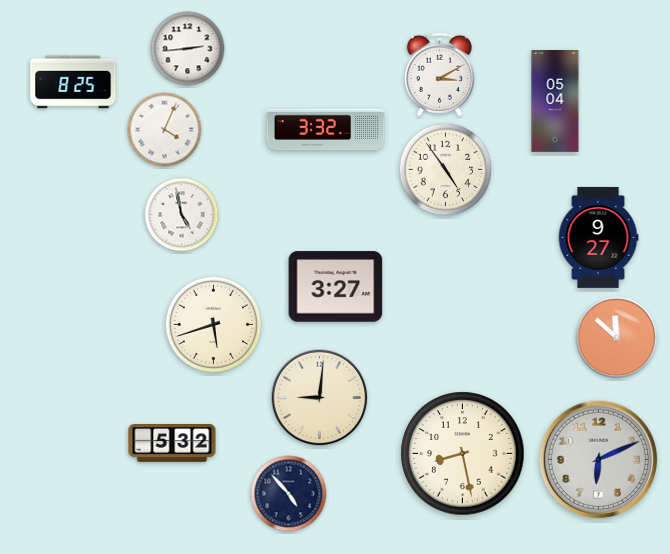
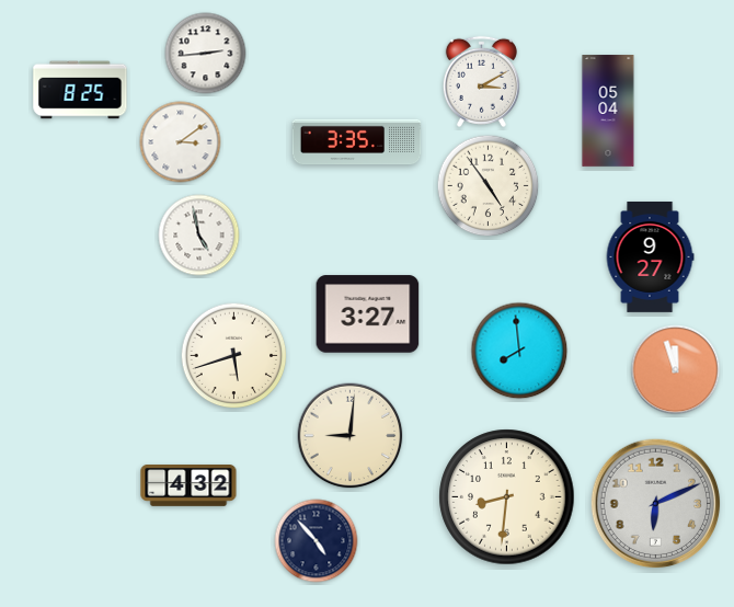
clock at (165, 130): 4:04 -> 3:09
clock at (326, 130): 3:32 -> 3:35
clock at (598, 237) position: (598, 237) -> (650, 256)
clock at (519, 351): none -> 7:59
clock at (617, 338): 11:52 -> 11:57
clock at (172, 444): 5:32 -> 4:32
clock at (463, 454): 8:28 -> 8:31
